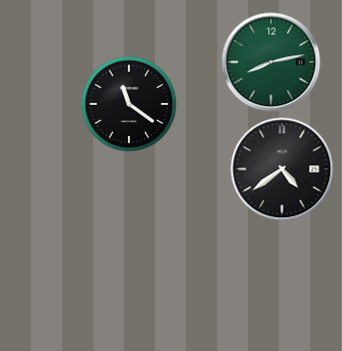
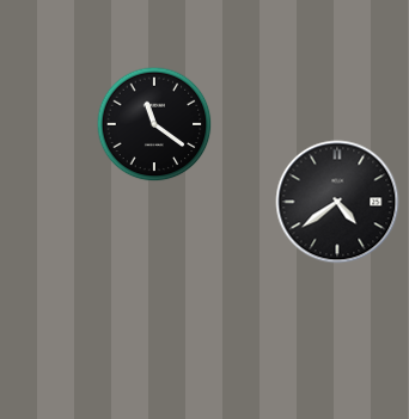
clock at (271, 62): 8:13 -> none
